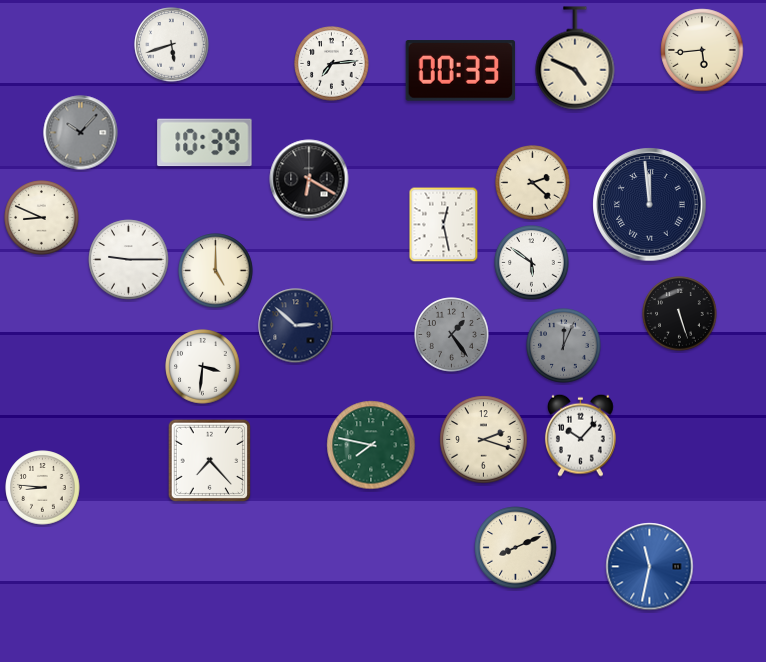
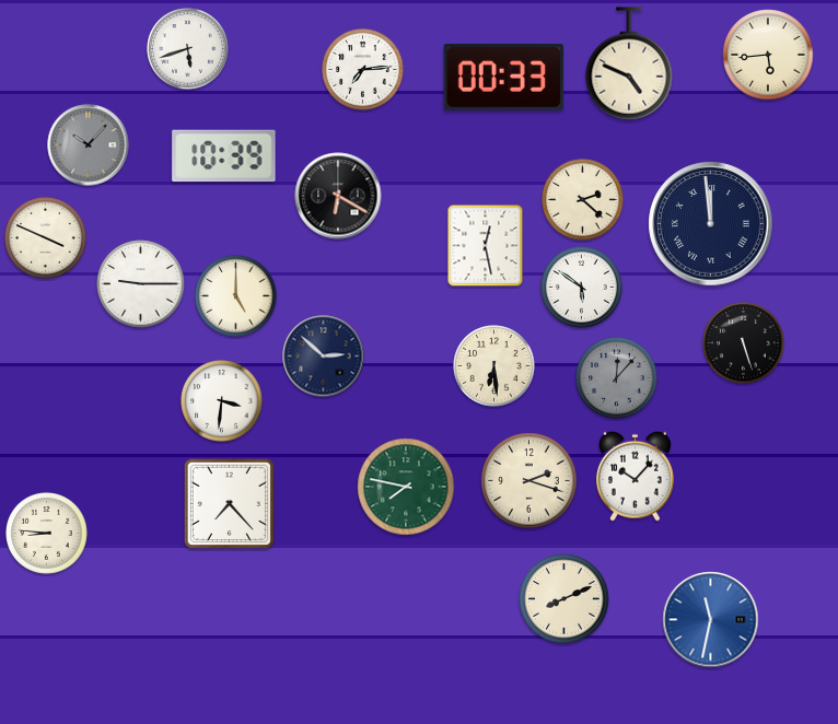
clock at (42, 218): 8:49 -> 3:49
clock at (452, 335): 1:24 -> 6:29
clock at (452, 335) dial: grey -> cream
clock at (564, 346): 12:04 -> 12:07
